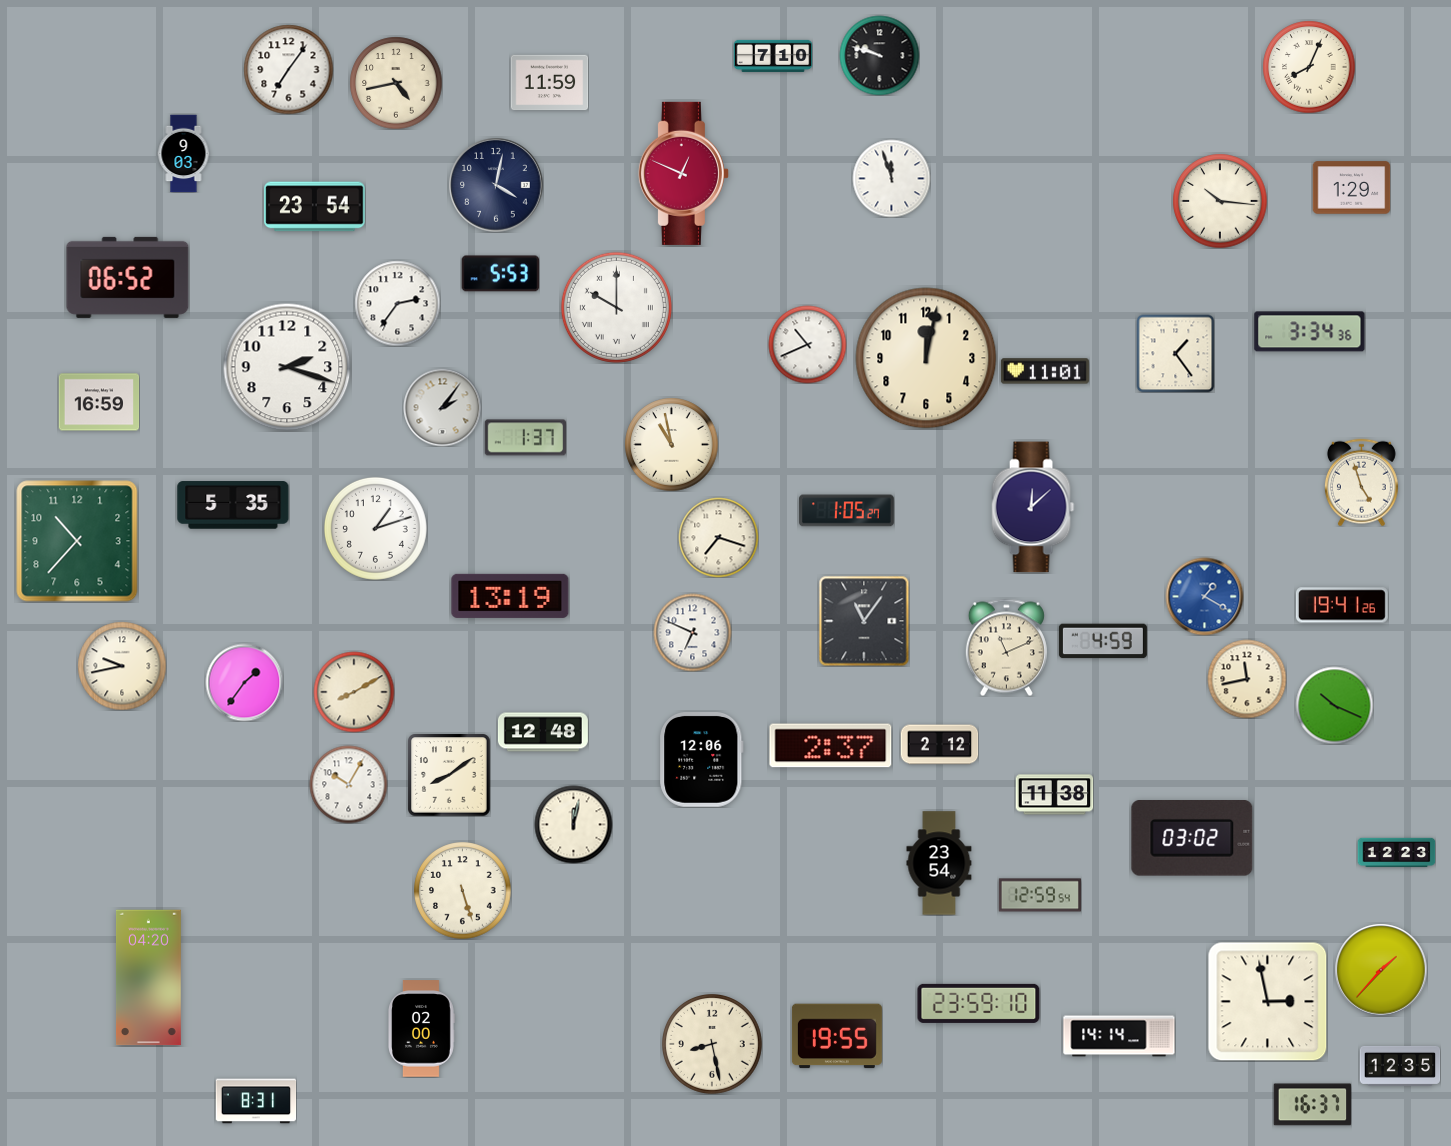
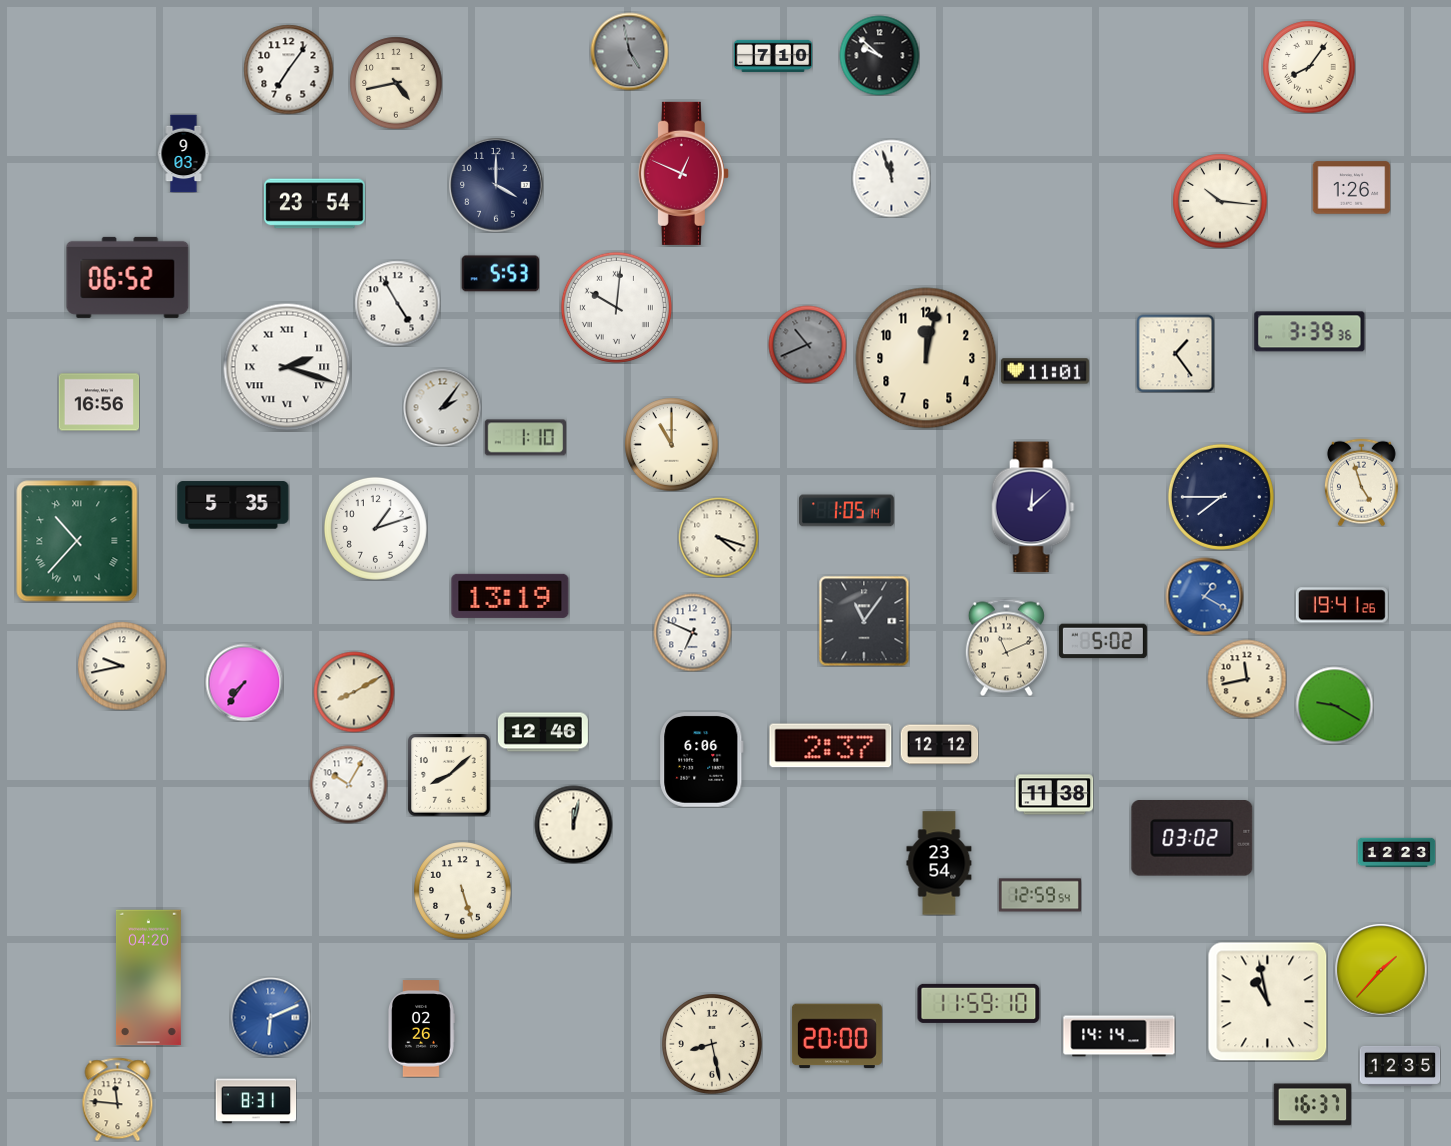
clock at (629, 51): none -> 4:58
clock at (879, 55): 9:48 -> 9:52
clock at (1309, 67): 8:04 -> 8:06
clock at (549, 83): 11:59 -> none
clock at (496, 185): 4:02 -> 4:00
clock at (1351, 188): 1:29 -> 1:26
clock at (315, 207) position: (315, 207) -> (315, 204)
clock at (397, 303): 2:36 -> 4:55
clock at (616, 307): 10:00 -> 10:01
clock at (1310, 332): 3:34 -> 3:39
clock at (807, 344) dial: white -> grey
clock at (287, 367) numerals: Arabic -> Roman
clock at (99, 402): 16:59 -> 16:56
clock at (525, 438): 1:37 -> 1:10
clock at (671, 444): 10:58 -> 11:00
clock at (1221, 497): none -> 7:45
clock at (847, 511): 1:05:27 -> 1:05:14
clock at (718, 537): 7:18 -> 4:18
clock at (77, 541) numerals: Arabic -> Roman
clock at (1103, 641): 4:59 -> 5:02
clock at (244, 682): 1:36 -> 7:36
clock at (1334, 705): 10:19 -> 9:20
clock at (543, 732): 12:48 -> 12:46
clock at (939, 745): 2:12 -> 12:12
clock at (702, 760): 12:06 -> 6:06
clock at (449, 775): 8:09 -> 8:08
clock at (1267, 1001): 2:58 -> 10:58
clock at (979, 1003): 23:59 -> 11:59
clock at (270, 1017): none -> 6:11
clock at (421, 1029): 02:00 -> 02:26
clock at (837, 1036): 19:55 -> 20:00
clock at (118, 1099): none -> 11:46
